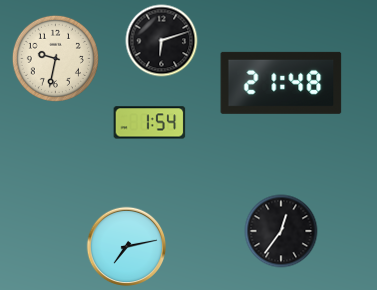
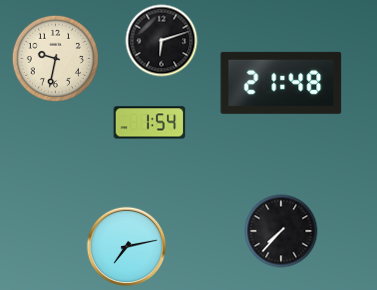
clock at (281, 231): 12:36 -> 7:37
